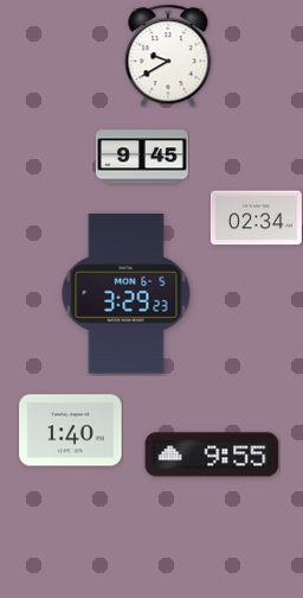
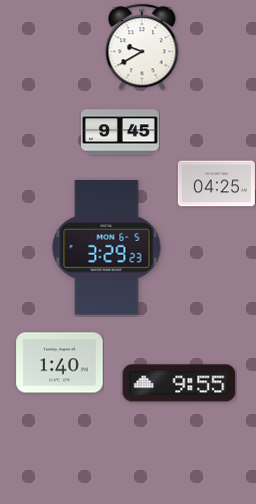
clock at (256, 218): 02:34 -> 04:25
